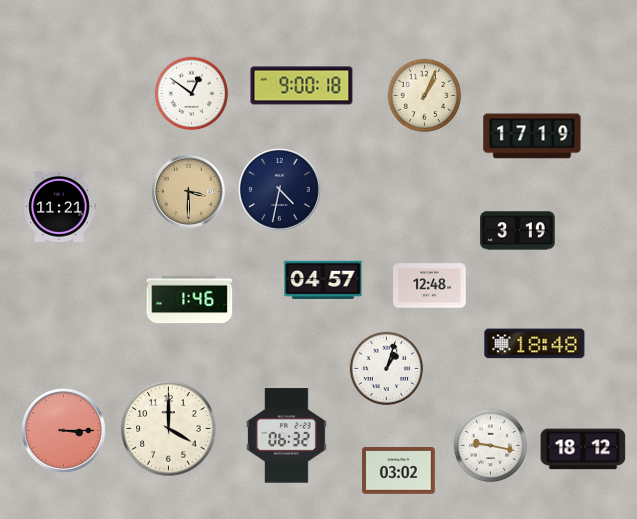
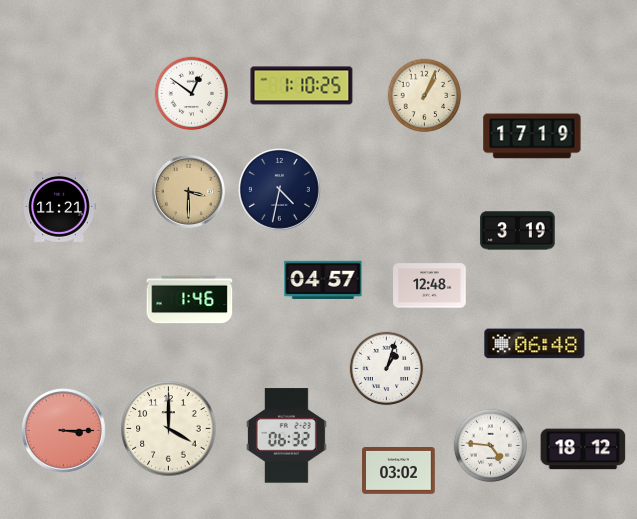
clock at (302, 86): 9:00 -> 1:10
clock at (535, 344): 18:48 -> 06:48
clock at (491, 446): 9:17 -> 4:46
